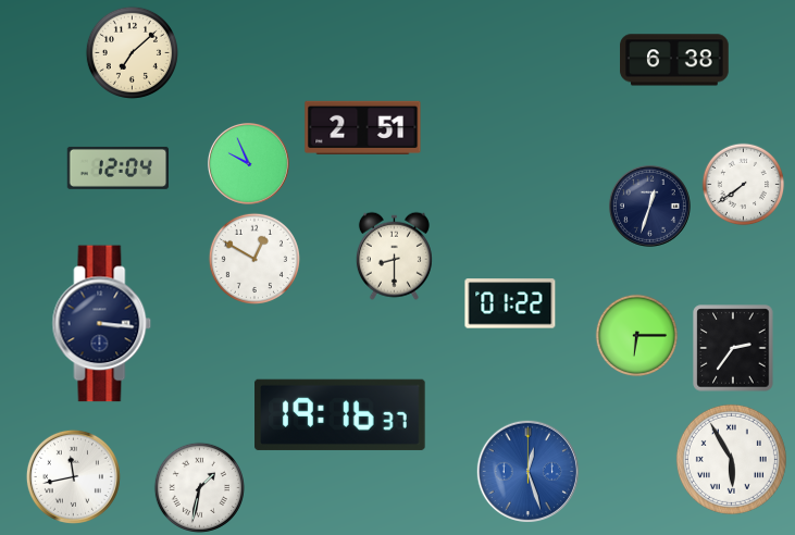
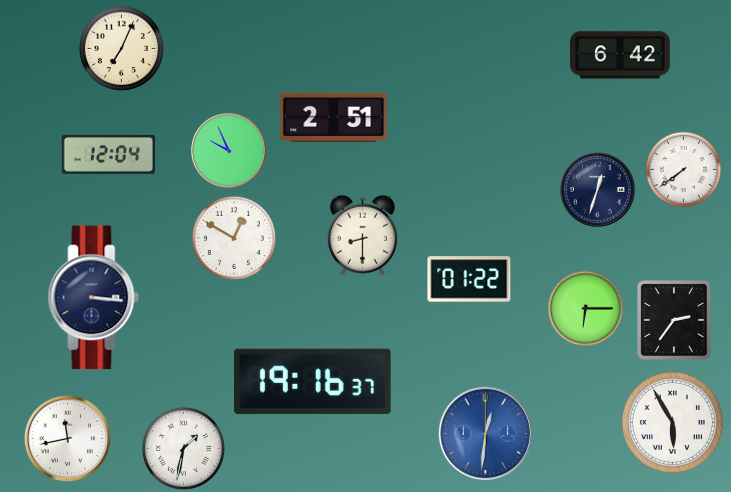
clock at (132, 52): 7:08 -> 7:04
clock at (674, 60): 6:38 -> 6:42
clock at (527, 471): 12:27 -> 12:31
